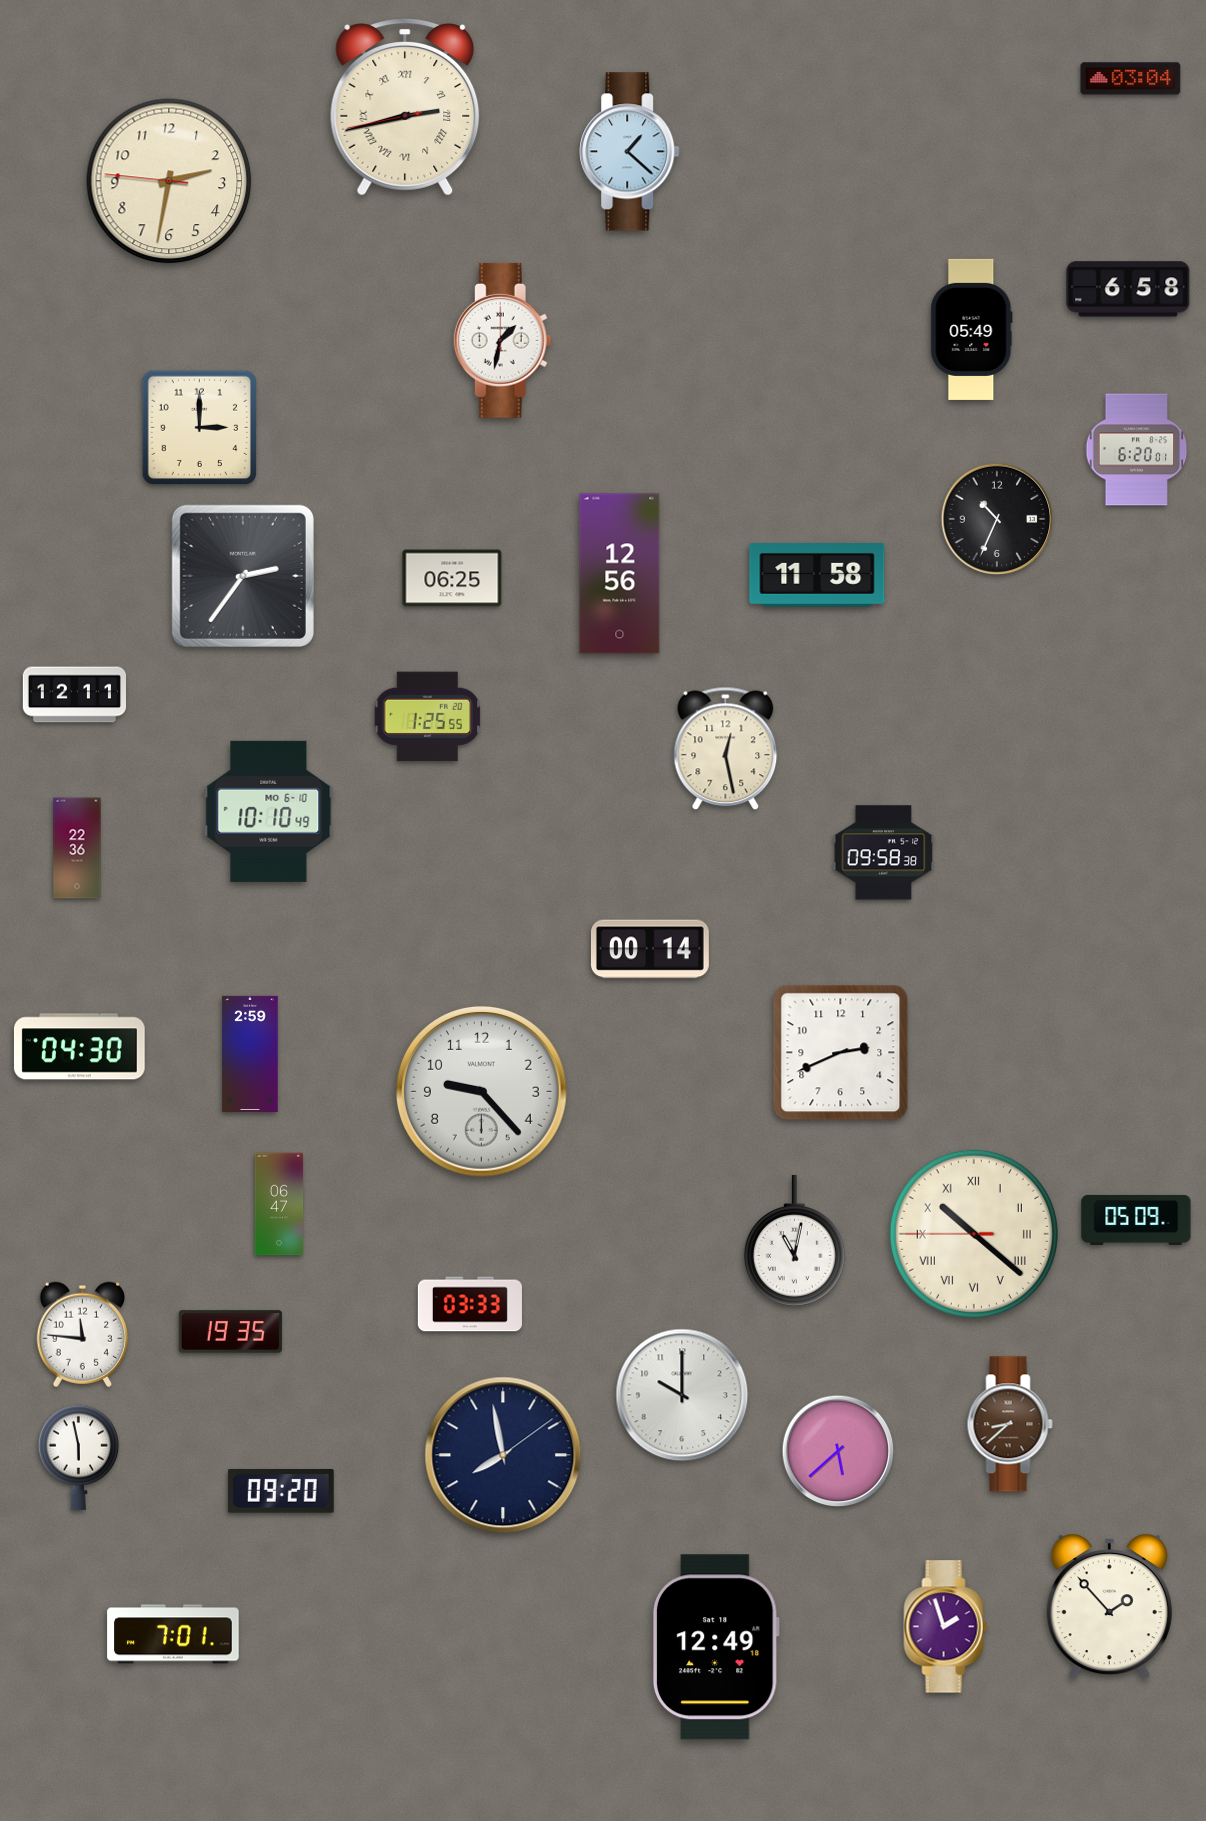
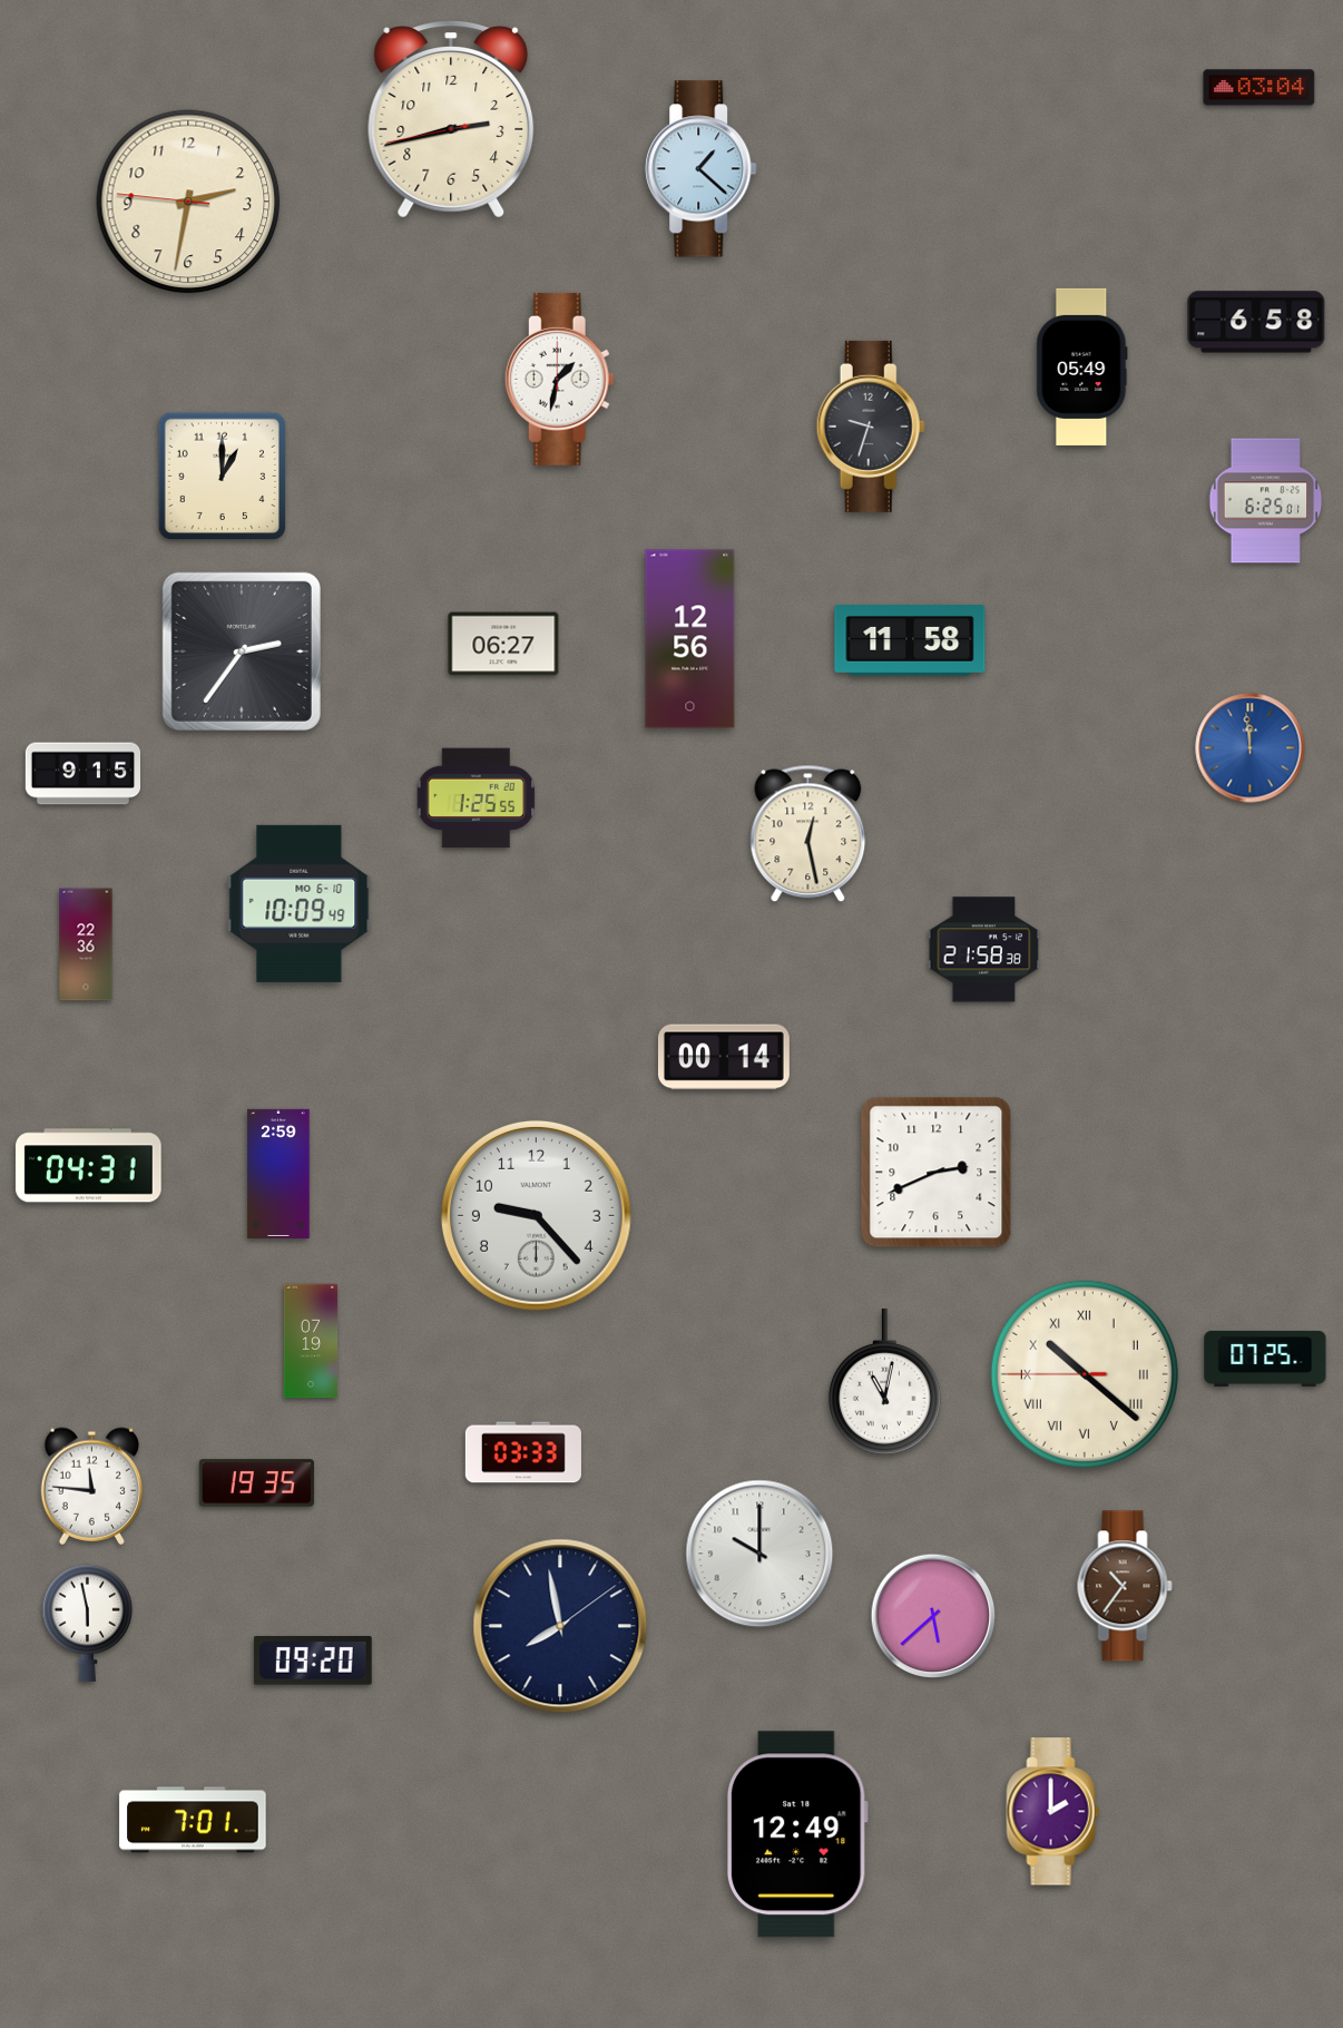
clock at (405, 107) numerals: Roman -> Arabic
clock at (871, 427): none -> 9:33
clock at (199, 427): 3:00 -> 1:00
clock at (1137, 450): 6:20 -> 6:25
clock at (997, 519): 10:34 -> none
clock at (243, 576) position: (243, 576) -> (242, 651)
clock at (452, 578): 06:25 -> 06:27
clock at (1251, 748): none -> 11:59
clock at (74, 695): 12:11 -> 9:15
clock at (269, 811): 10:10 -> 10:09
clock at (884, 853): 09:58 -> 21:58
clock at (79, 1047): 04:30 -> 04:31
clock at (279, 1204): 06:47 -> 07:19
clock at (1136, 1220): 05:09 -> 07:25
clock at (1010, 1424): 8:38 -> 10:36
clock at (503, 1455) position: (503, 1455) -> (560, 1626)
clock at (1109, 1608): 1:53 -> none
clock at (946, 1627): 1:57 -> 2:00
